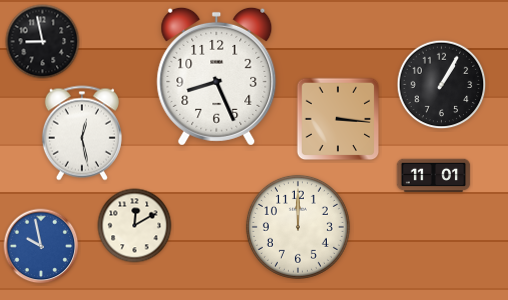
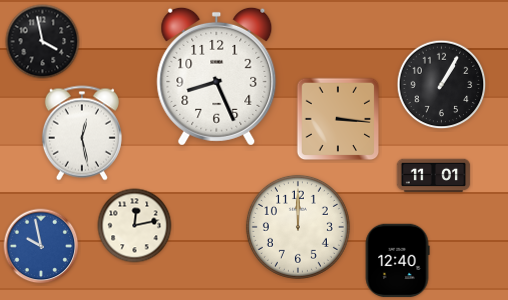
clock at (43, 42): 8:58 -> 3:58
clock at (135, 226): 12:10 -> 12:13
clock at (397, 261): none -> 12:40
